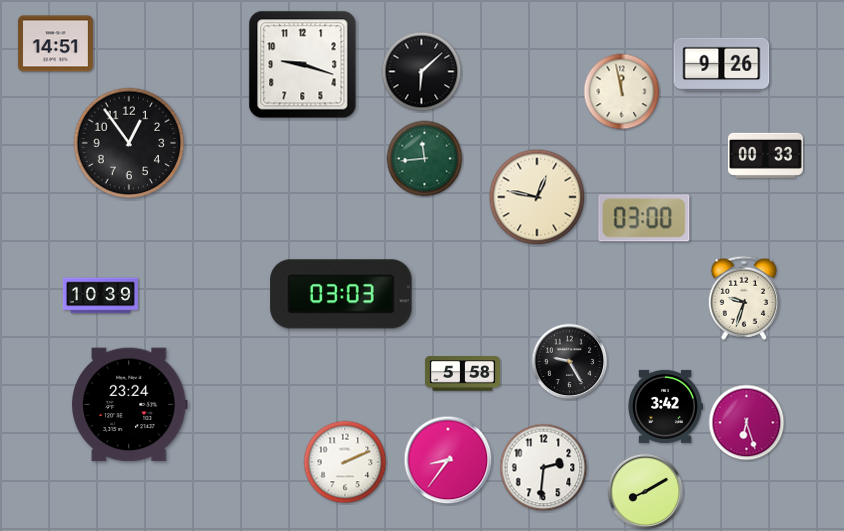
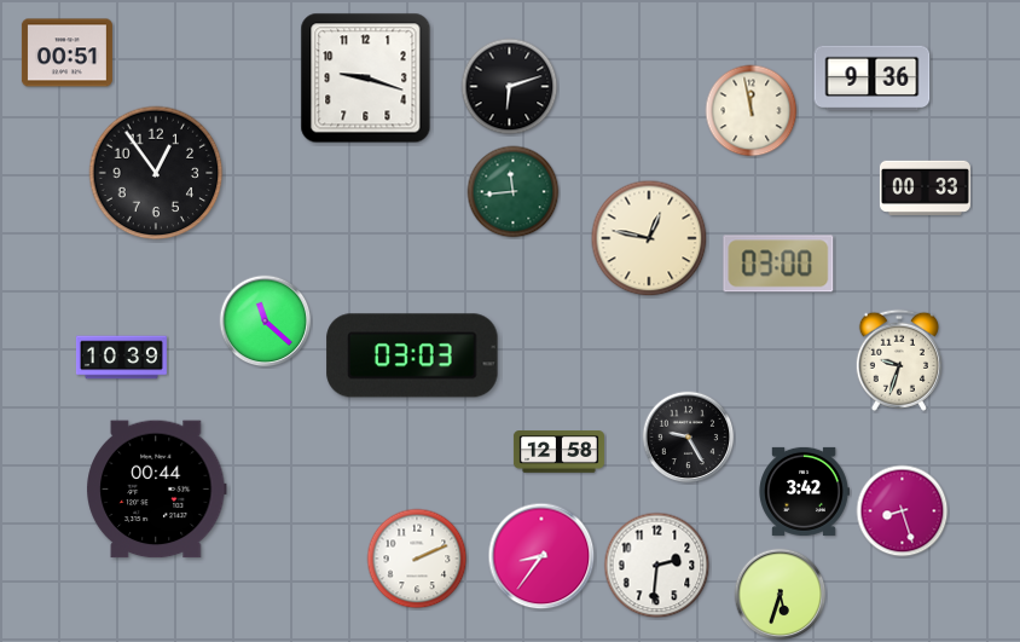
clock at (55, 44): 14:51 -> 00:51
clock at (722, 65): 9:26 -> 9:36
clock at (422, 72): 6:08 -> 6:12
clock at (266, 322): none -> 11:22
clock at (462, 374): 5:58 -> 12:58
clock at (130, 405): 23:24 -> 00:44
clock at (747, 423): 6:27 -> 8:27
clock at (646, 492): 8:10 -> 5:33
